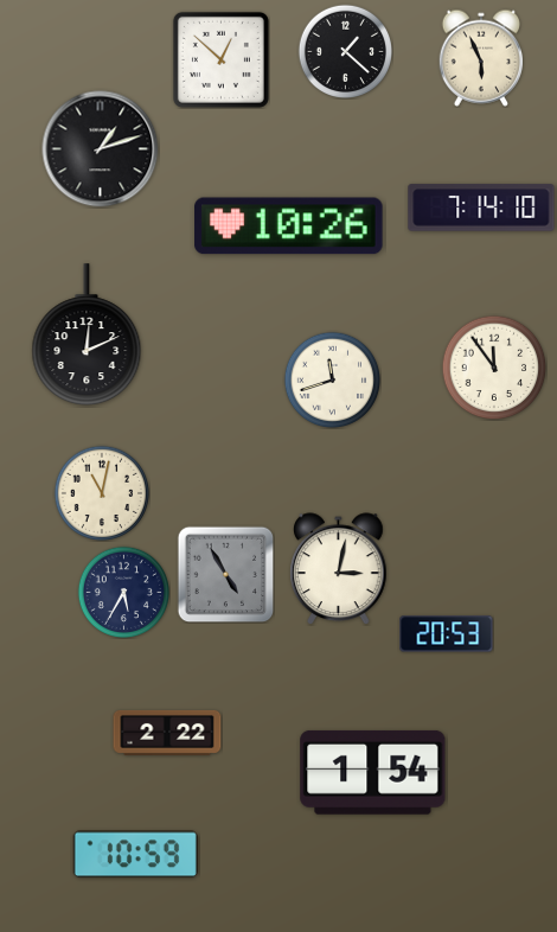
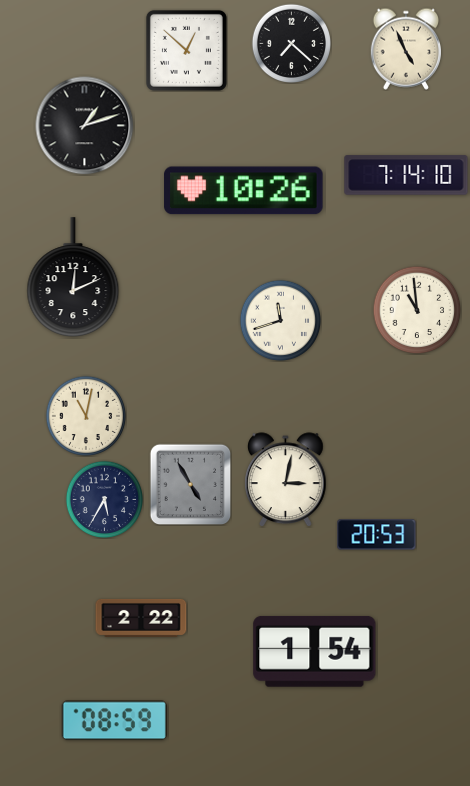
clock at (345, 51): 1:22 -> 7:22
clock at (480, 58): 5:56 -> 4:56
clock at (87, 334) position: (87, 334) -> (73, 277)
clock at (494, 368): 11:54 -> 10:59
clock at (135, 855): 10:59 -> 08:59
